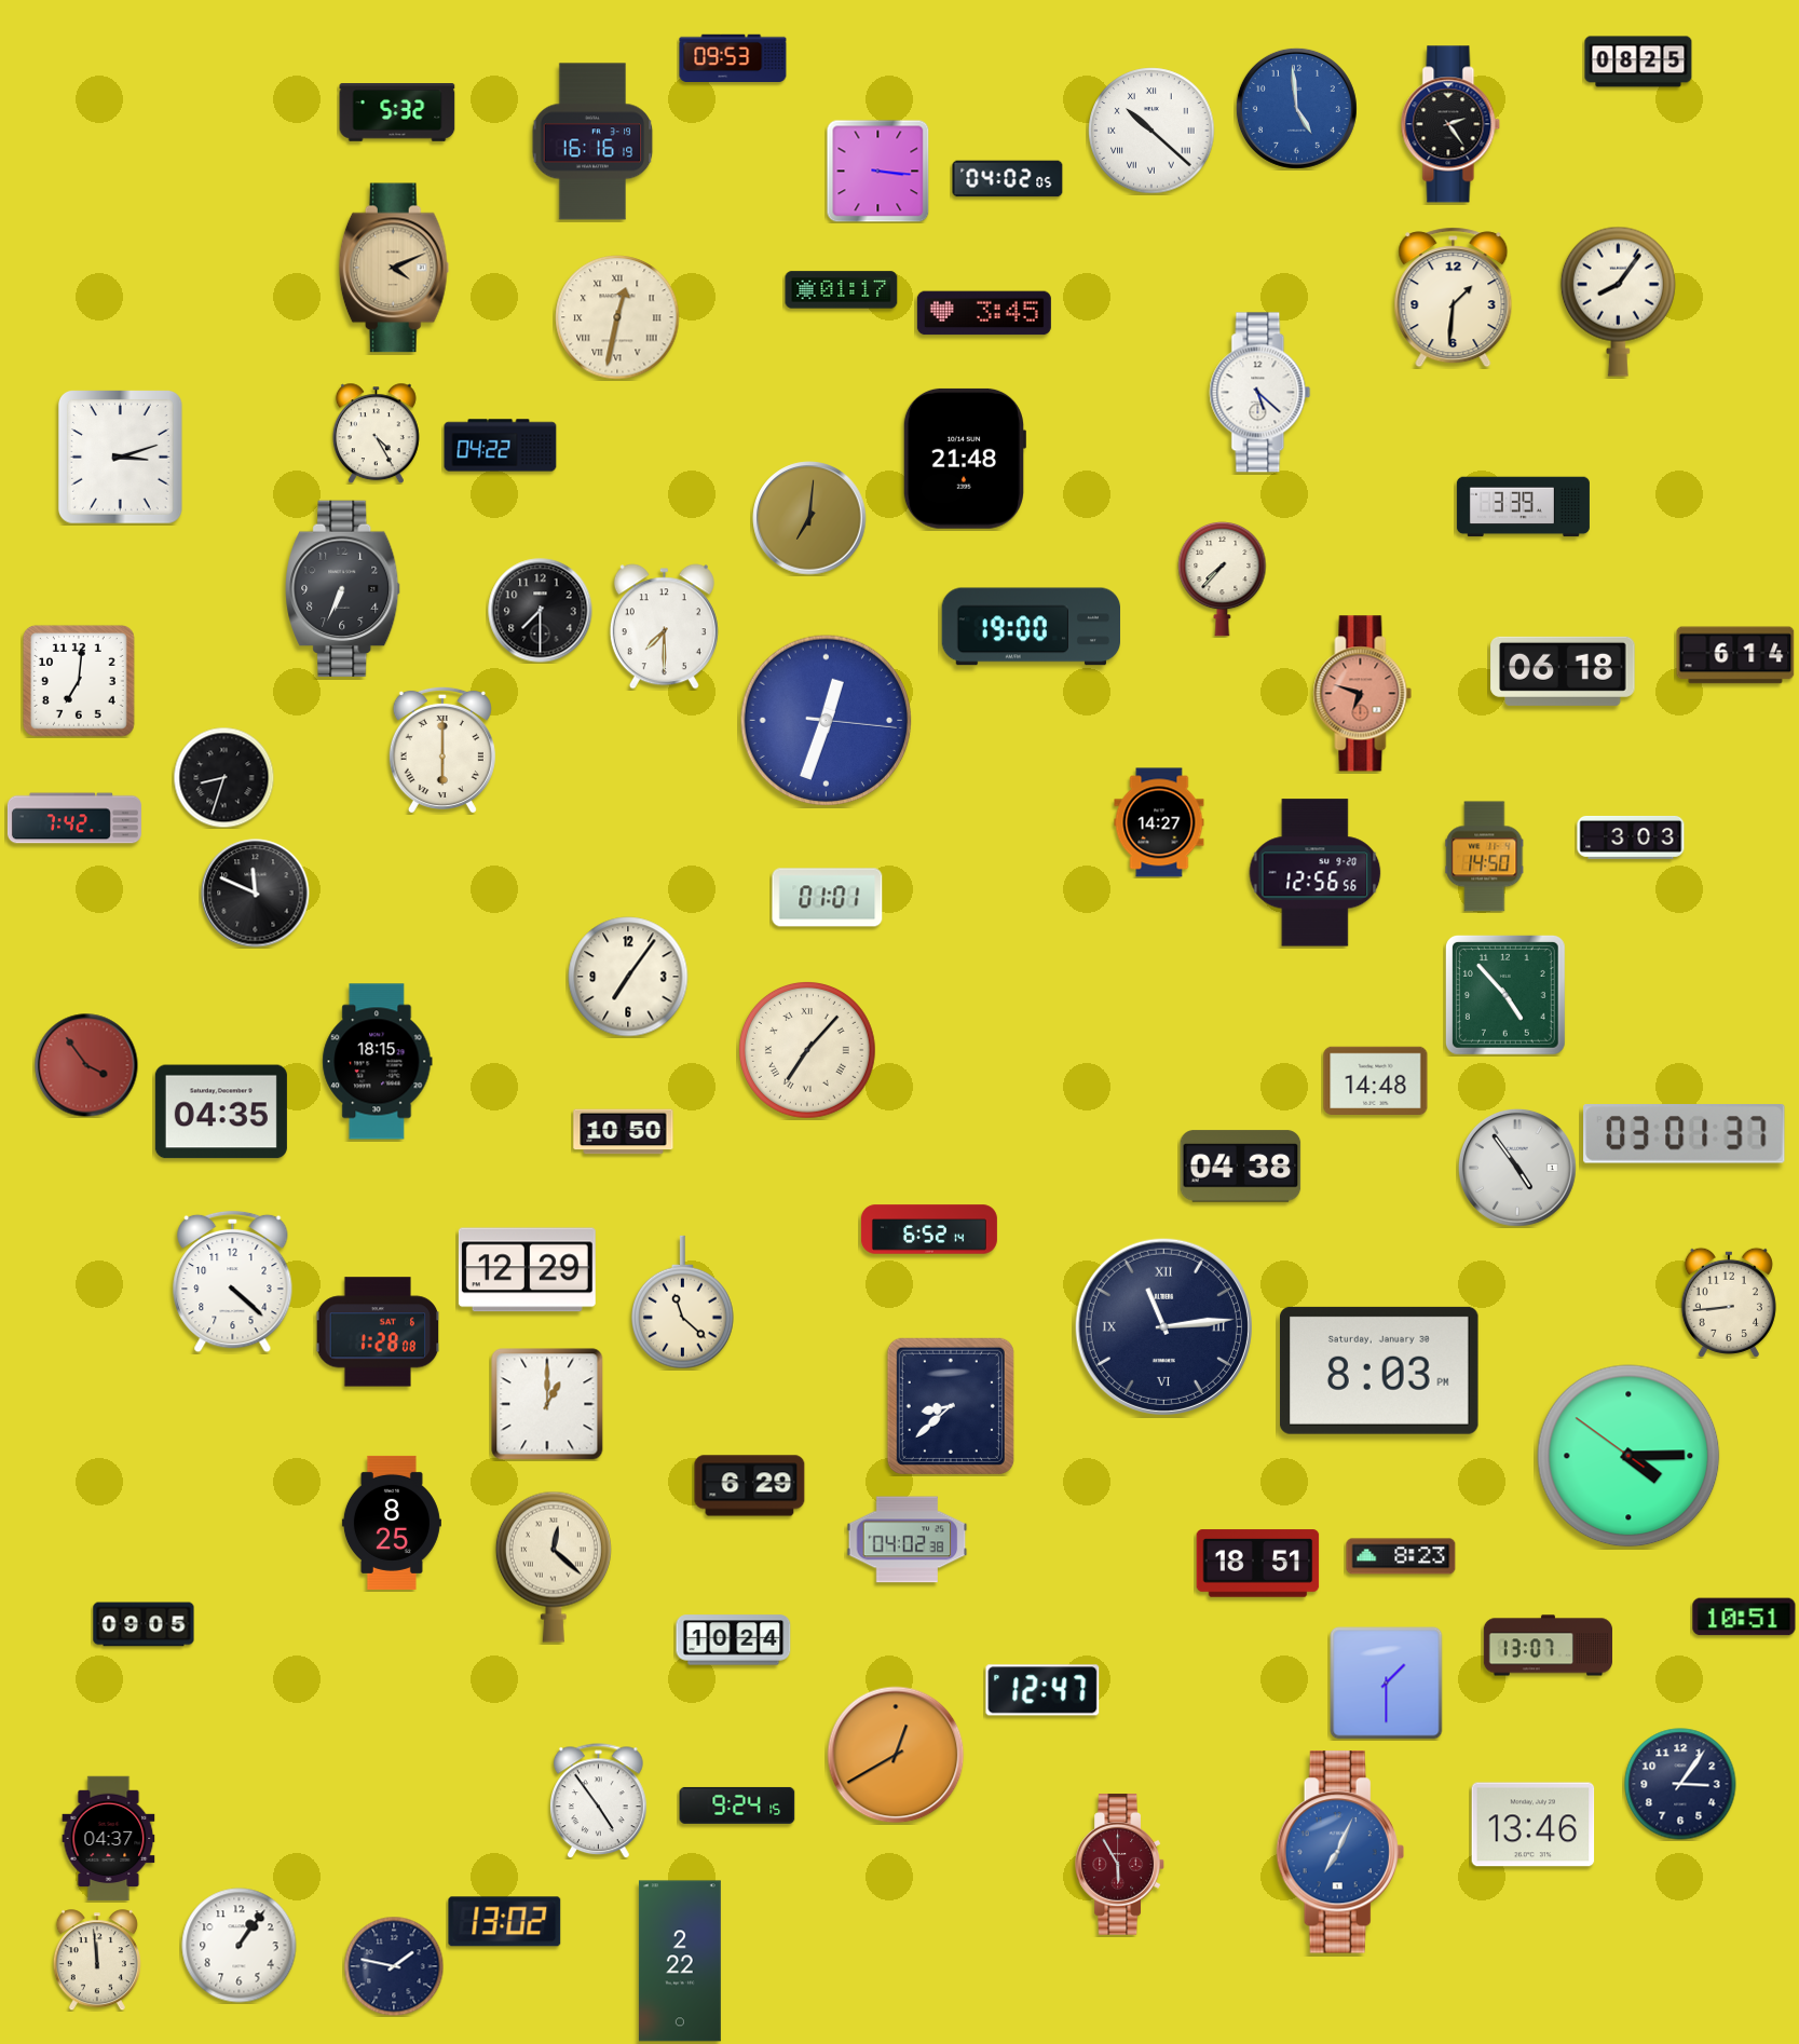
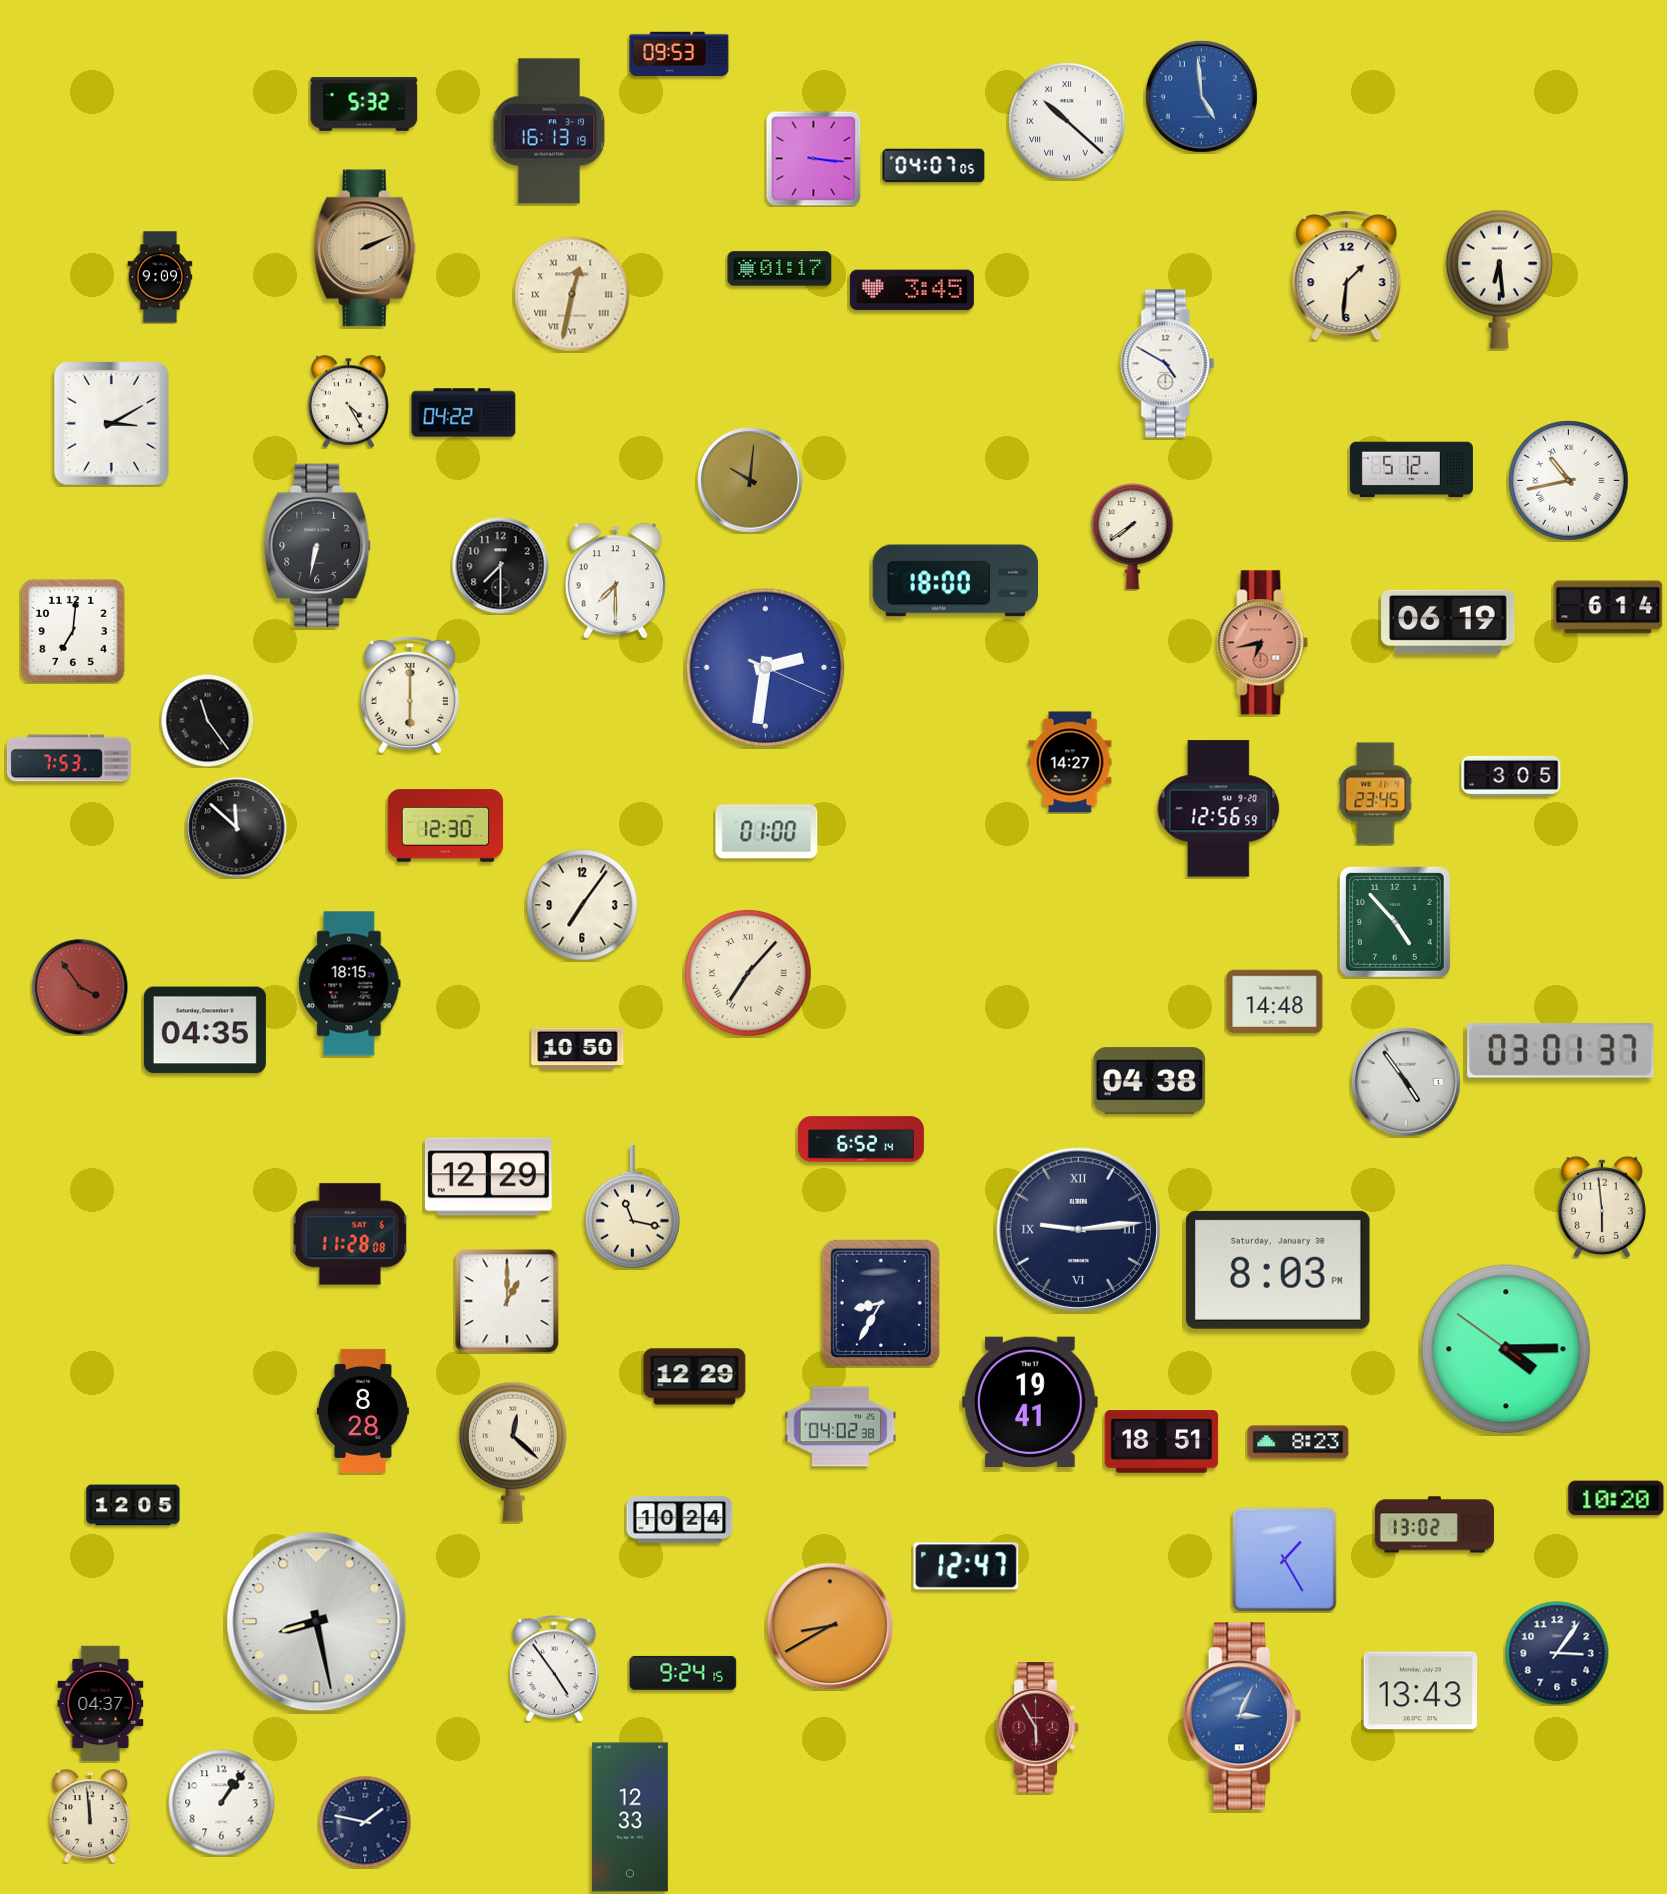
clock at (1638, 62): 08:25 -> none
clock at (1296, 108) position: (1296, 108) -> (1201, 96)
clock at (397, 113) position: (397, 113) -> (364, 105)
clock at (1450, 124): 2:24 -> none
clock at (592, 141): 16:16 -> 16:13
clock at (1008, 179): 04:02 -> 04:07
clock at (394, 268): 4:11 -> 2:11
clock at (160, 277): none -> 9:09
clock at (1618, 301): 8:06 -> 6:29
clock at (1260, 393): 5:22 -> 4:50
clock at (120, 458): 3:12 -> 3:10
clock at (965, 459): 21:48 -> none
clock at (1523, 507): 3:39 -> 5:12
clock at (809, 518): 7:01 -> 10:01
clock at (1569, 481): none -> 10:43
clock at (1223, 578): 7:37 -> 7:39
clock at (343, 589): 6:34 -> 6:32
clock at (1031, 627): 19:00 -> 18:00
clock at (1563, 671): 06:18 -> 06:19
clock at (1363, 694): 6:48 -> 6:43
clock at (827, 721): 12:33 -> 2:31
clock at (223, 777): 8:33 -> 11:24
clock at (74, 818): 7:42 -> 7:53
clock at (1159, 822) position: (1159, 822) -> (1070, 762)
clock at (1631, 837): 3:03 -> 3:05
clock at (1485, 857): 14:50 -> 23:45
clock at (1316, 873): 12:56:56 -> 12:56:59
clock at (446, 826): none -> 12:30
clock at (256, 894): 11:49 -> 11:52
clock at (828, 898): 01:01 -> 01:00
clock at (233, 1282): 4:22 -> none
clock at (683, 1303): 11:22 -> 11:17
clock at (1729, 1303): 8:44 -> 5:59
clock at (1163, 1326): 11:14 -> 9:14
clock at (378, 1332): 1:28 -> 11:28
clock at (951, 1406): 8:38 -> 8:35
clock at (1628, 1456) position: (1628, 1456) -> (1506, 1349)
clock at (750, 1486): 6:29 -> 12:29
clock at (1030, 1402): none -> 19:41
clock at (392, 1523): 8:25 -> 8:28
clock at (1258, 1564) position: (1258, 1564) -> (1162, 1442)
clock at (1744, 1617): 10:51 -> 10:20
clock at (144, 1624): 09:05 -> 12:05
clock at (1548, 1646): 13:07 -> 13:02
clock at (1387, 1684): 1:30 -> 1:25
clock at (317, 1622): none -> 8:28
clock at (896, 1755): 12:40 -> 8:40
clock at (1534, 1825): 13:46 -> 13:43
clock at (1340, 1852): 7:04 -> 3:04
clock at (505, 1922): 13:02 -> none
clock at (680, 1961): 2:22 -> 12:33
